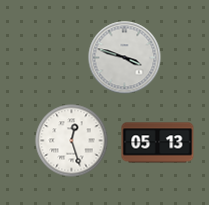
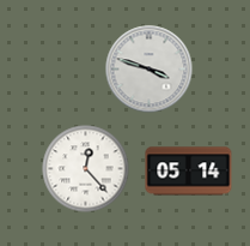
clock at (72, 141): 12:27 -> 12:23
clock at (158, 143): 05:13 -> 05:14
